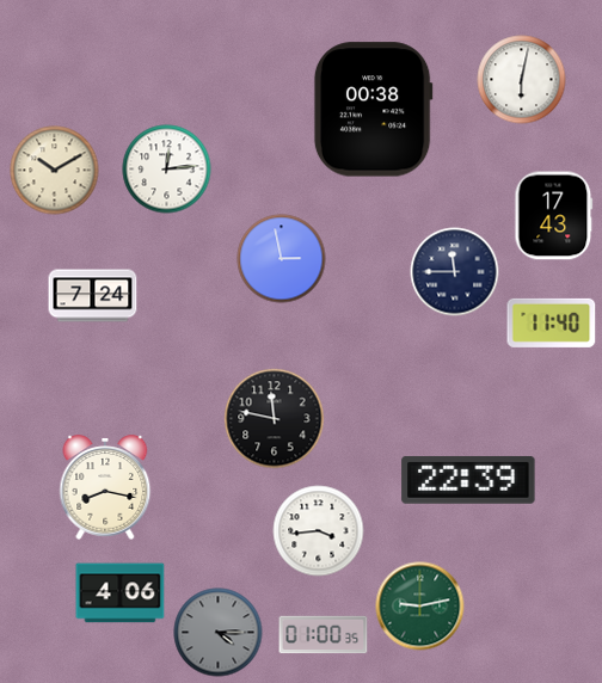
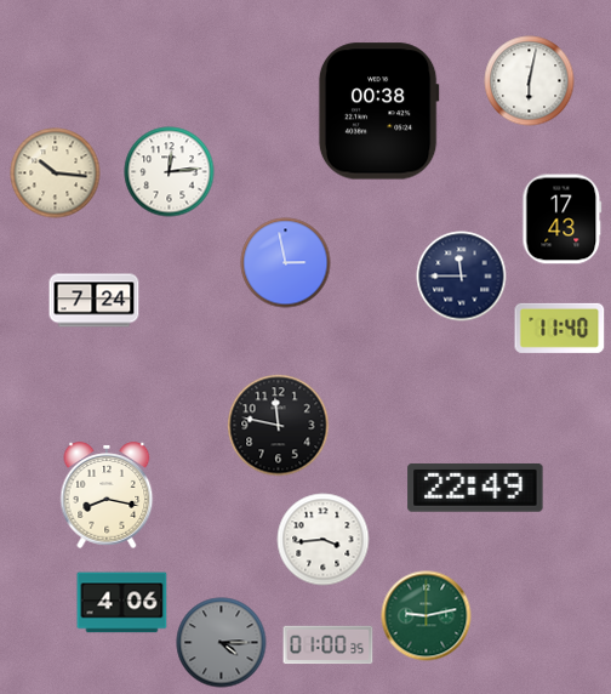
clock at (55, 171): 10:10 -> 10:16
clock at (468, 480): 22:39 -> 22:49
